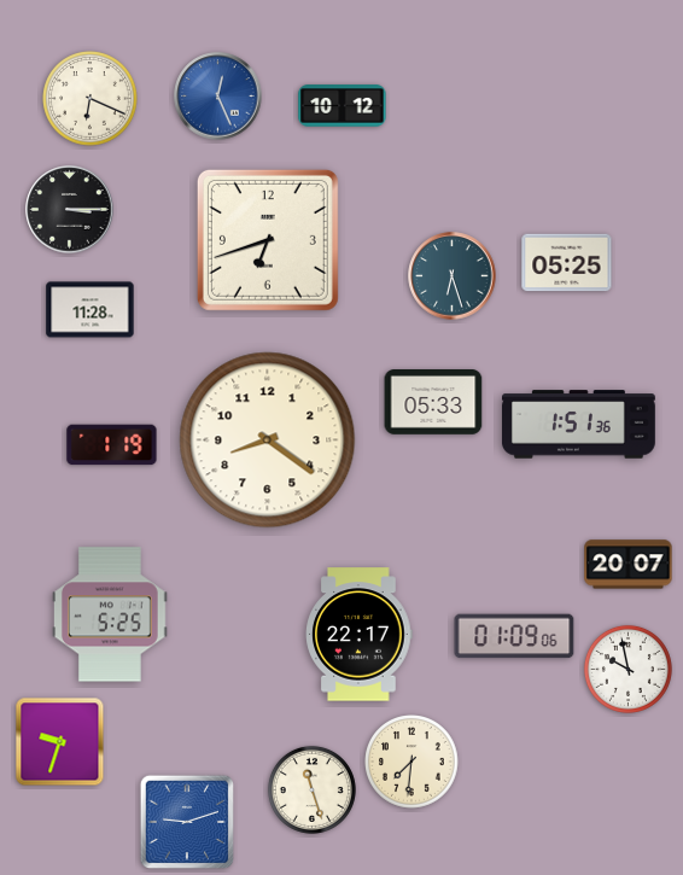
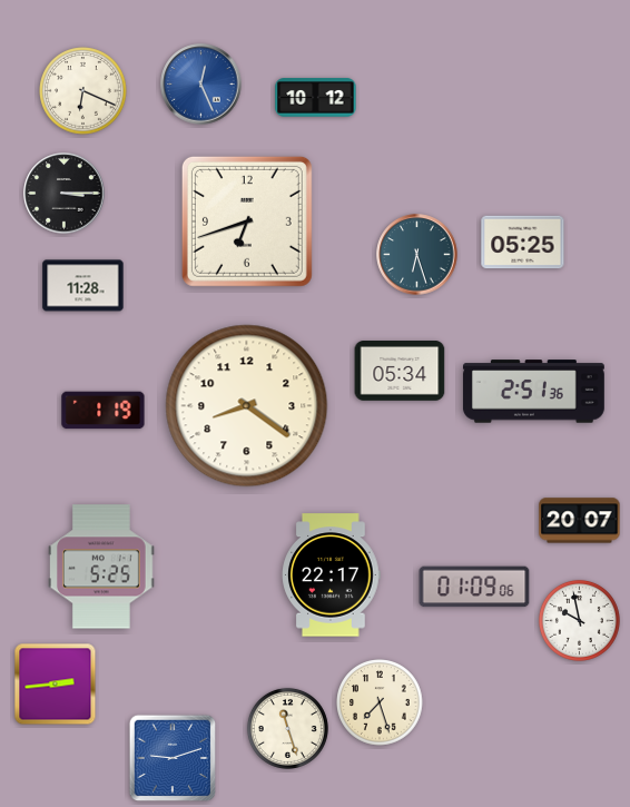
clock at (218, 97) position: (218, 97) -> (201, 85)
clock at (433, 403): 05:33 -> 05:34
clock at (578, 425): 1:51 -> 2:51
clock at (360, 635) position: (360, 635) -> (332, 575)
clock at (627, 669) position: (627, 669) -> (579, 620)
clock at (60, 742): 9:33 -> 2:44
clock at (411, 762): 7:31 -> 7:27
